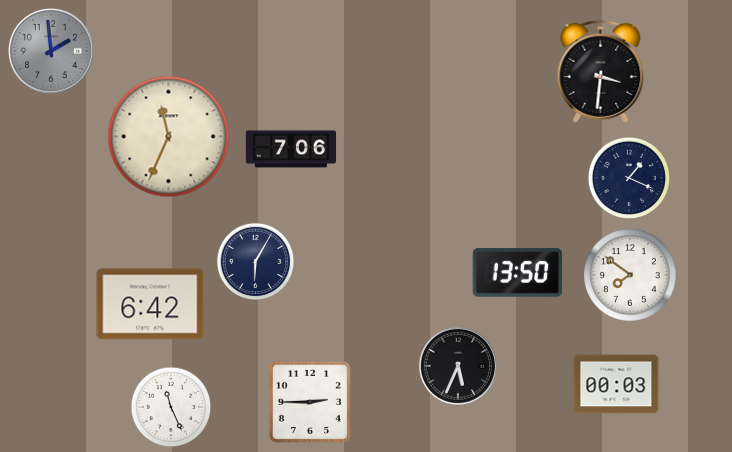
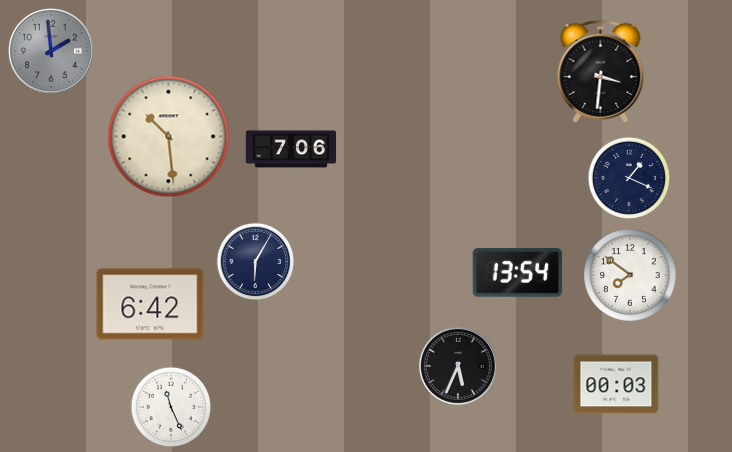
clock at (169, 137): 11:34 -> 10:29
clock at (518, 273): 13:50 -> 13:54
clock at (310, 402): 2:45 -> none
